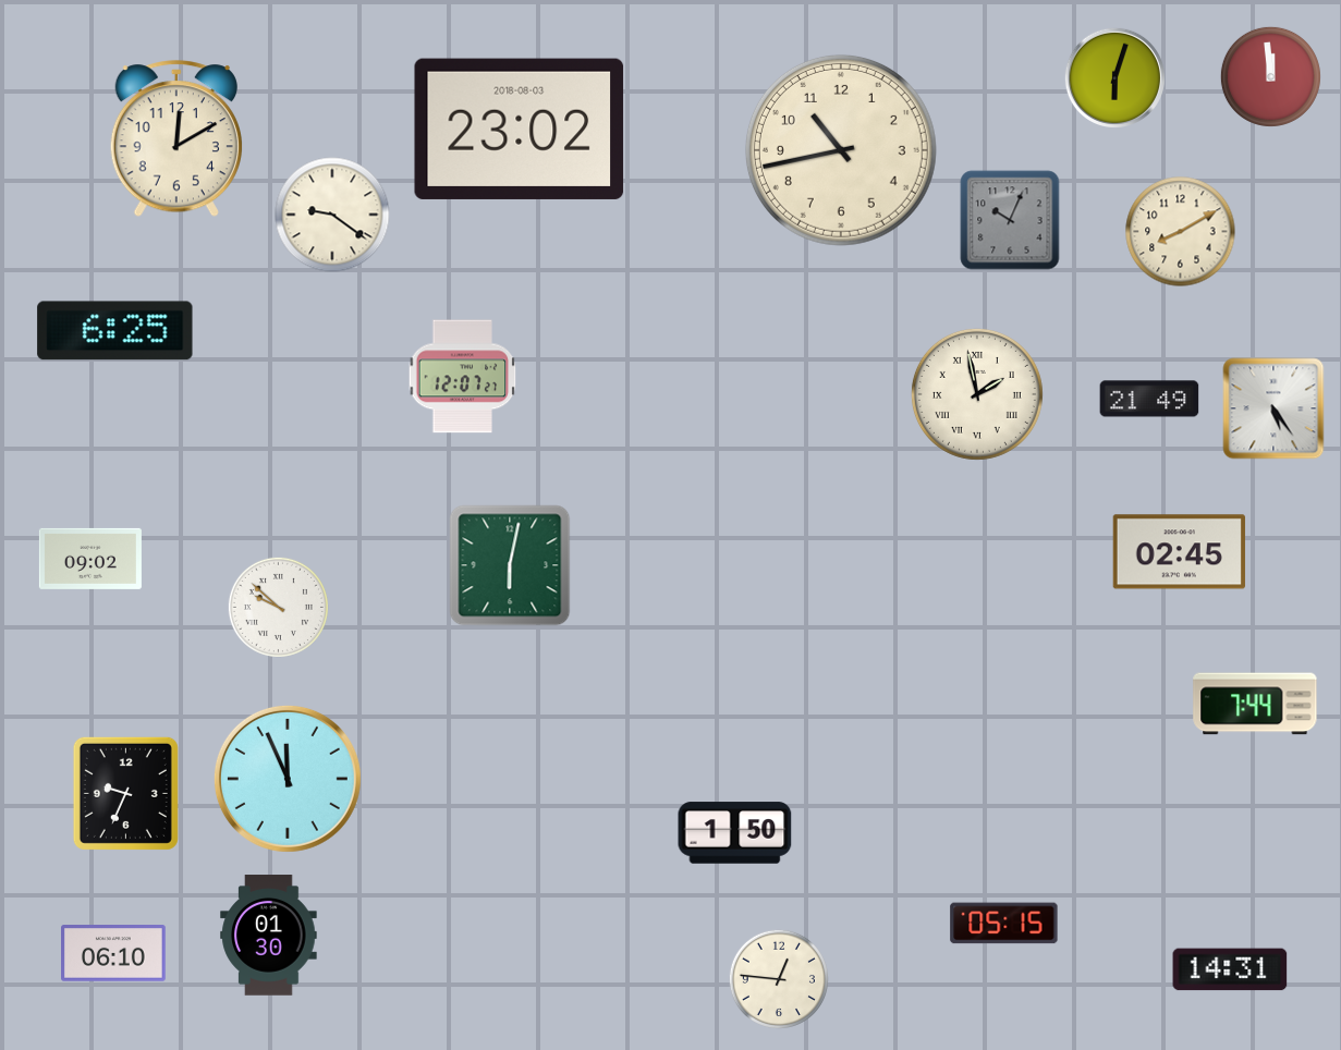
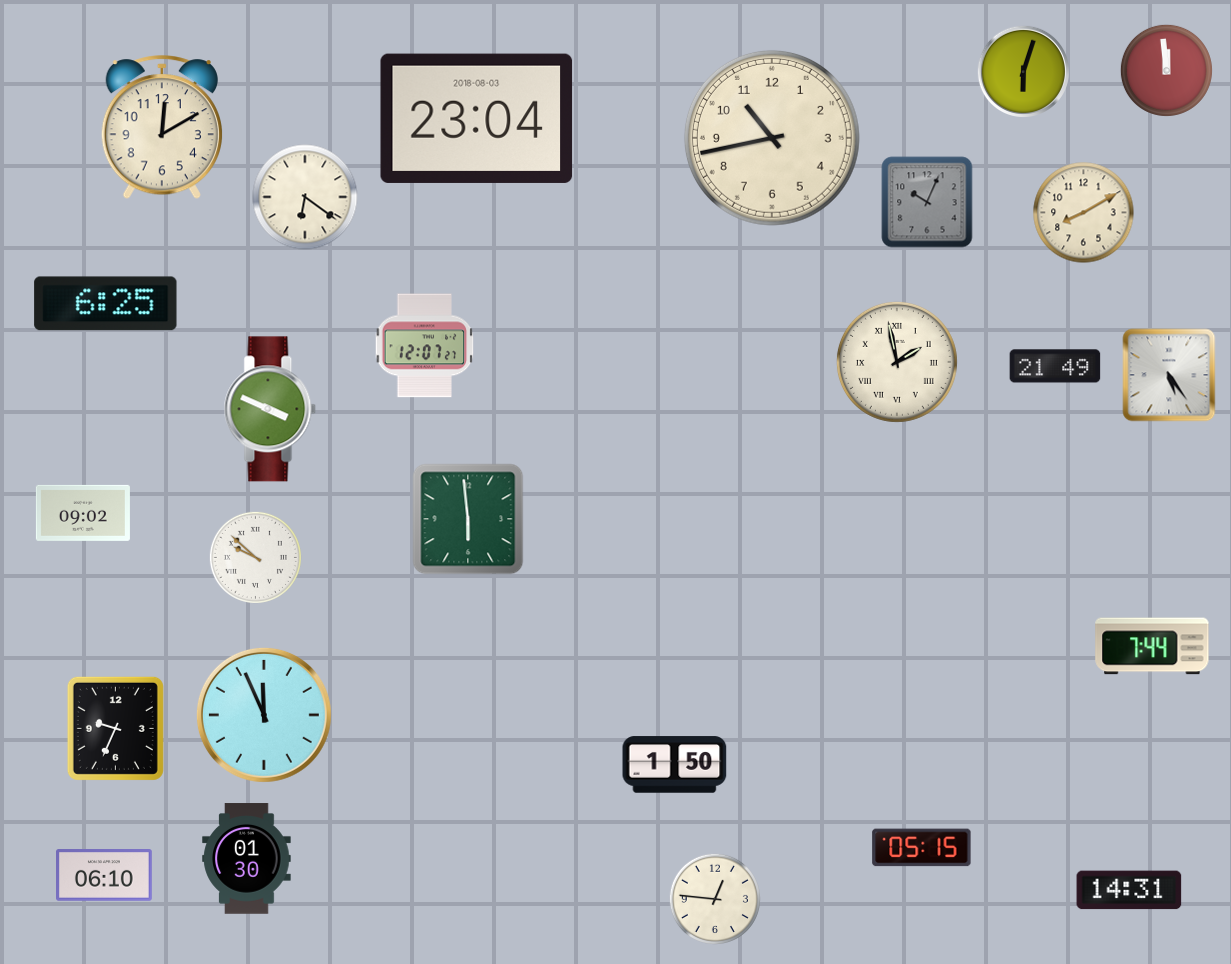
clock at (520, 129): 23:02 -> 23:04
clock at (332, 215): 9:21 -> 6:21
clock at (270, 409): none -> 3:49
clock at (1179, 552): 02:45 -> none
clock at (510, 565): 6:02 -> 5:59
